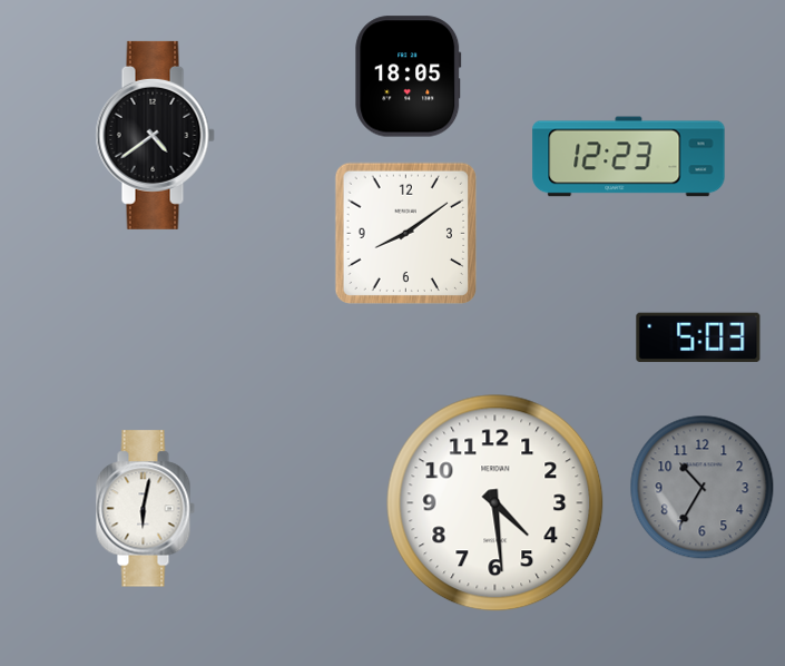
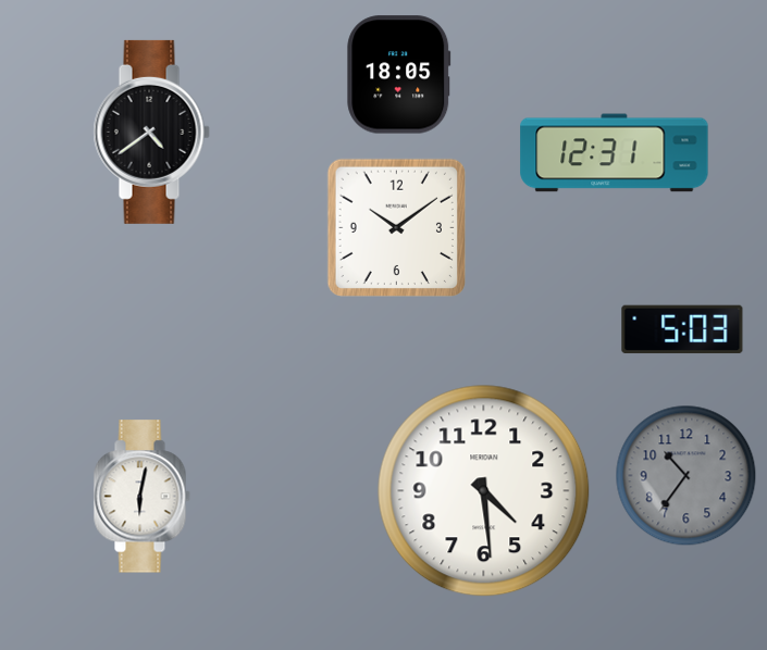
clock at (629, 157): 12:23 -> 12:31
clock at (405, 233): 8:09 -> 10:09
clock at (703, 488): 10:35 -> 10:36
